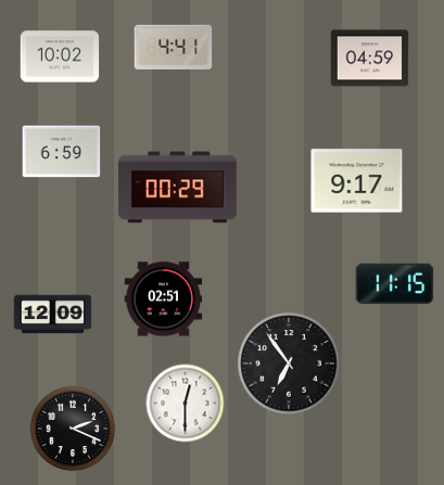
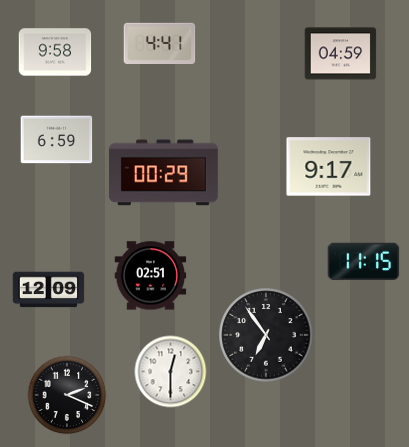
clock at (60, 56): 10:02 -> 9:58
